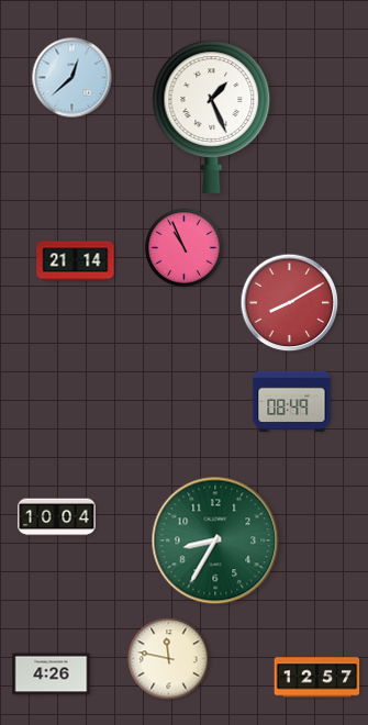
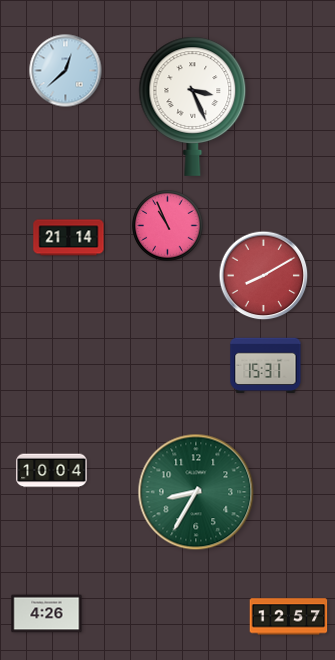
clock at (212, 116): 1:26 -> 3:26
clock at (292, 402): 08:49 -> 15:31
clock at (169, 659): 11:47 -> none
